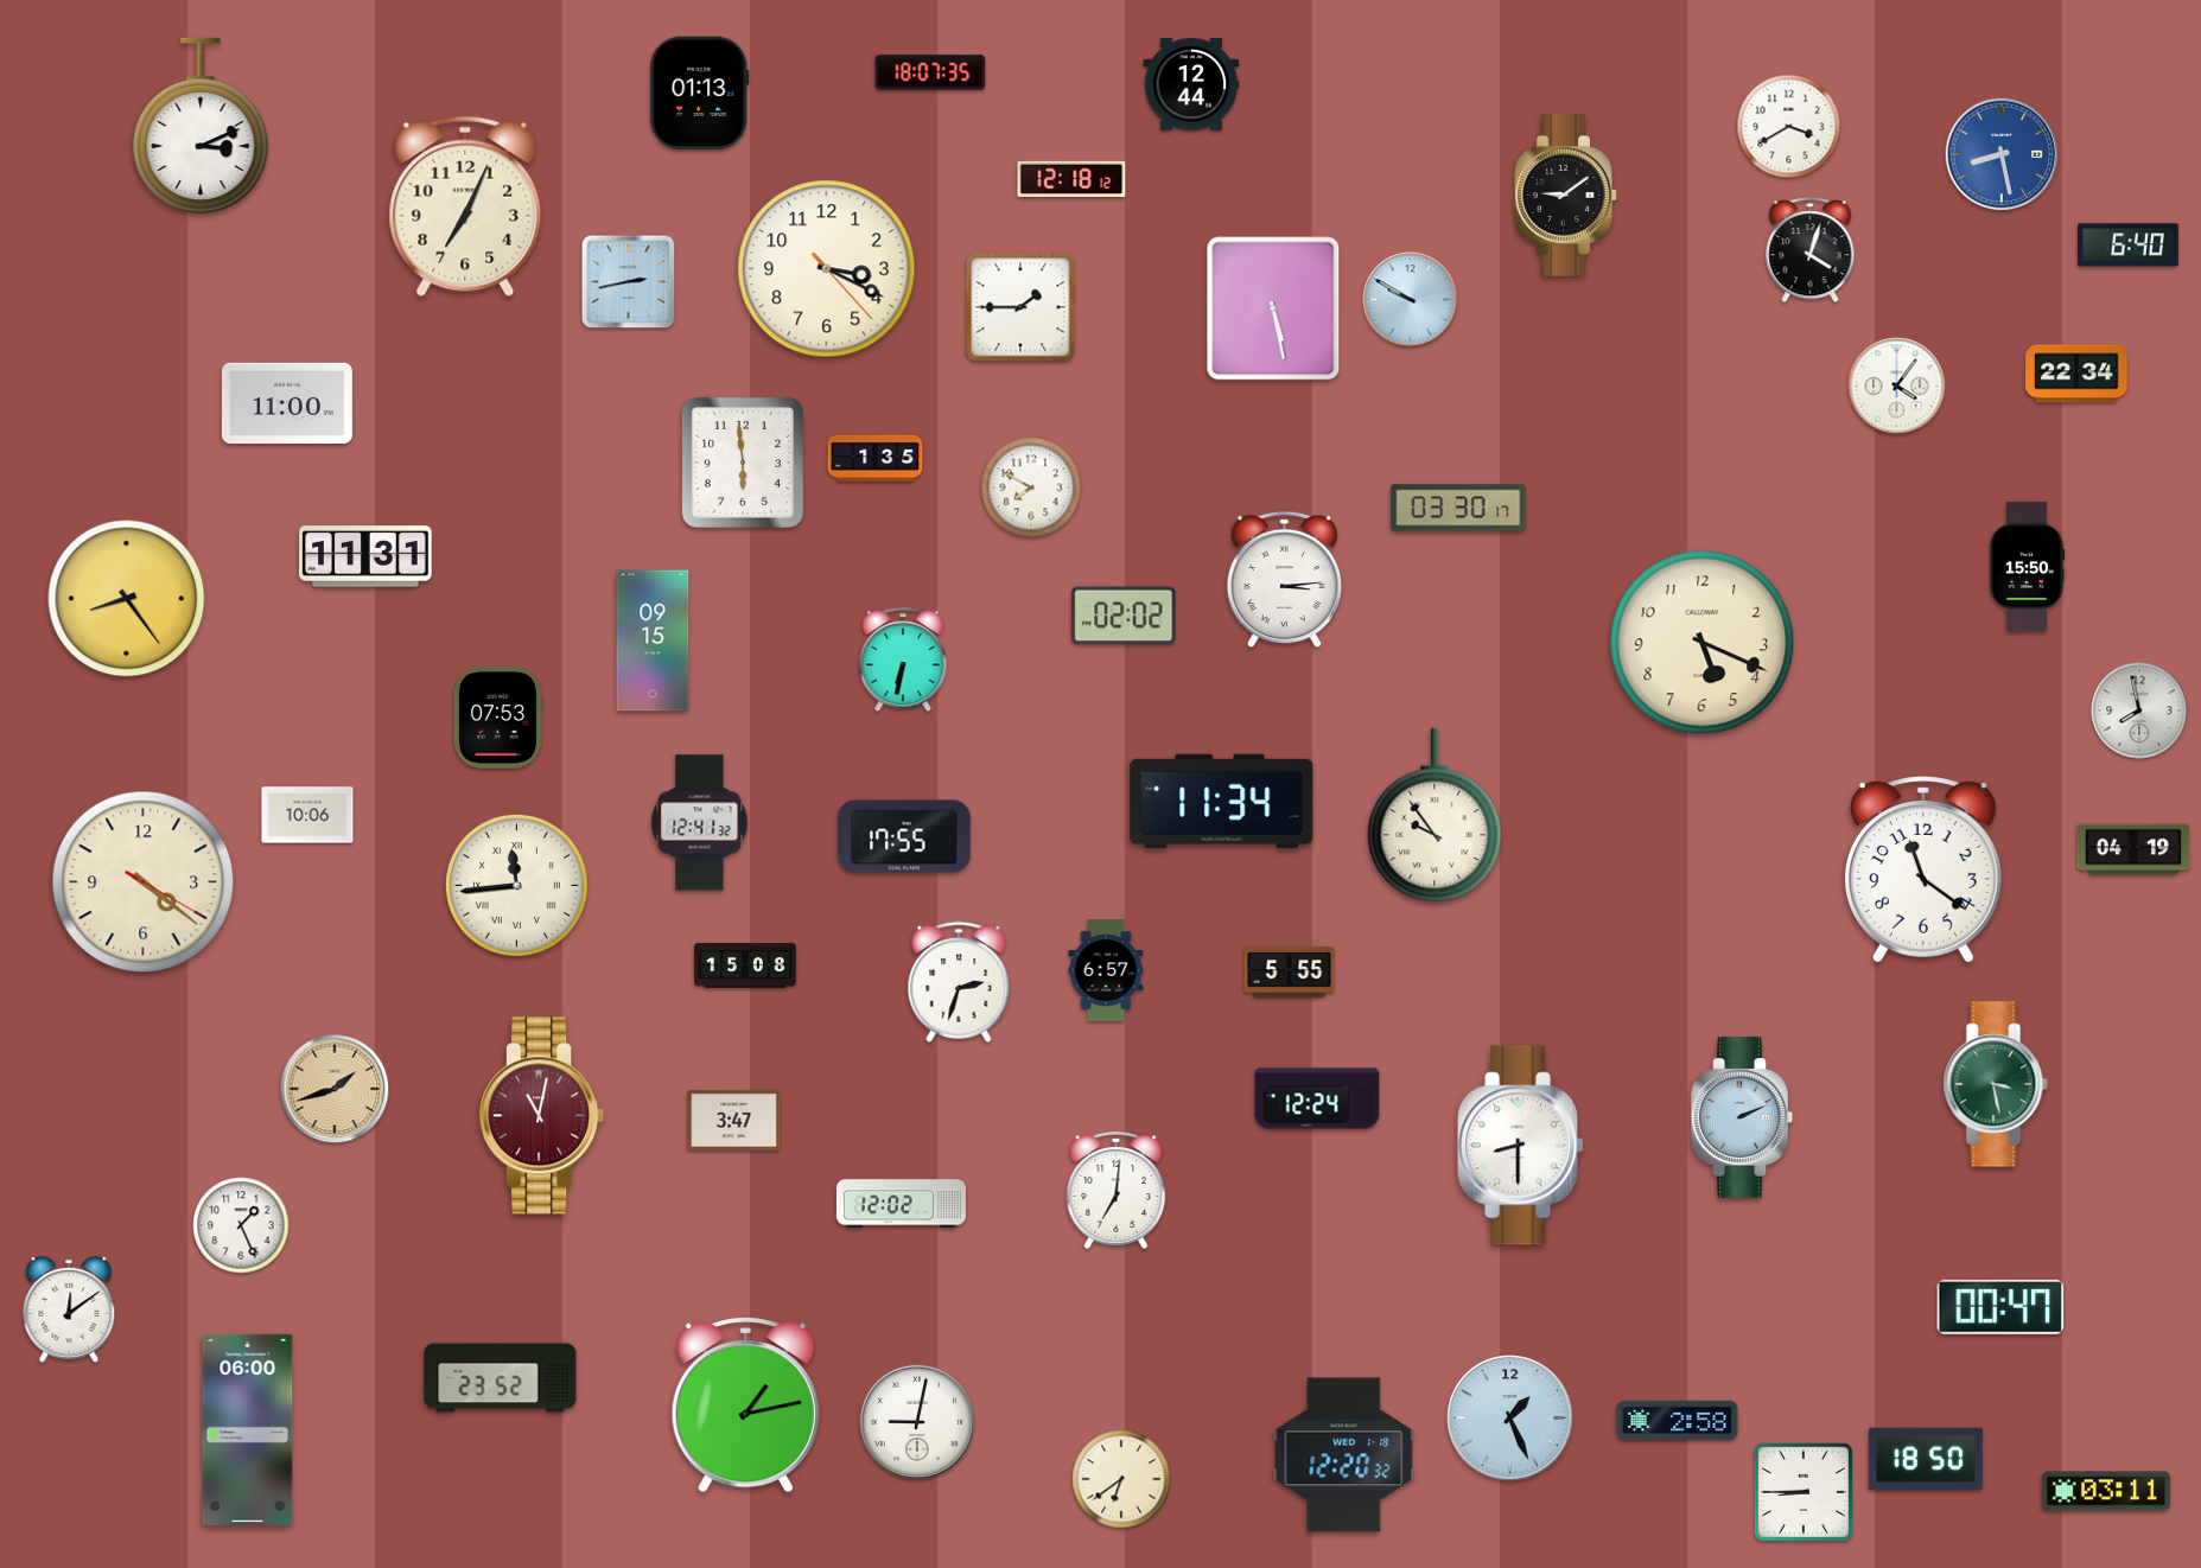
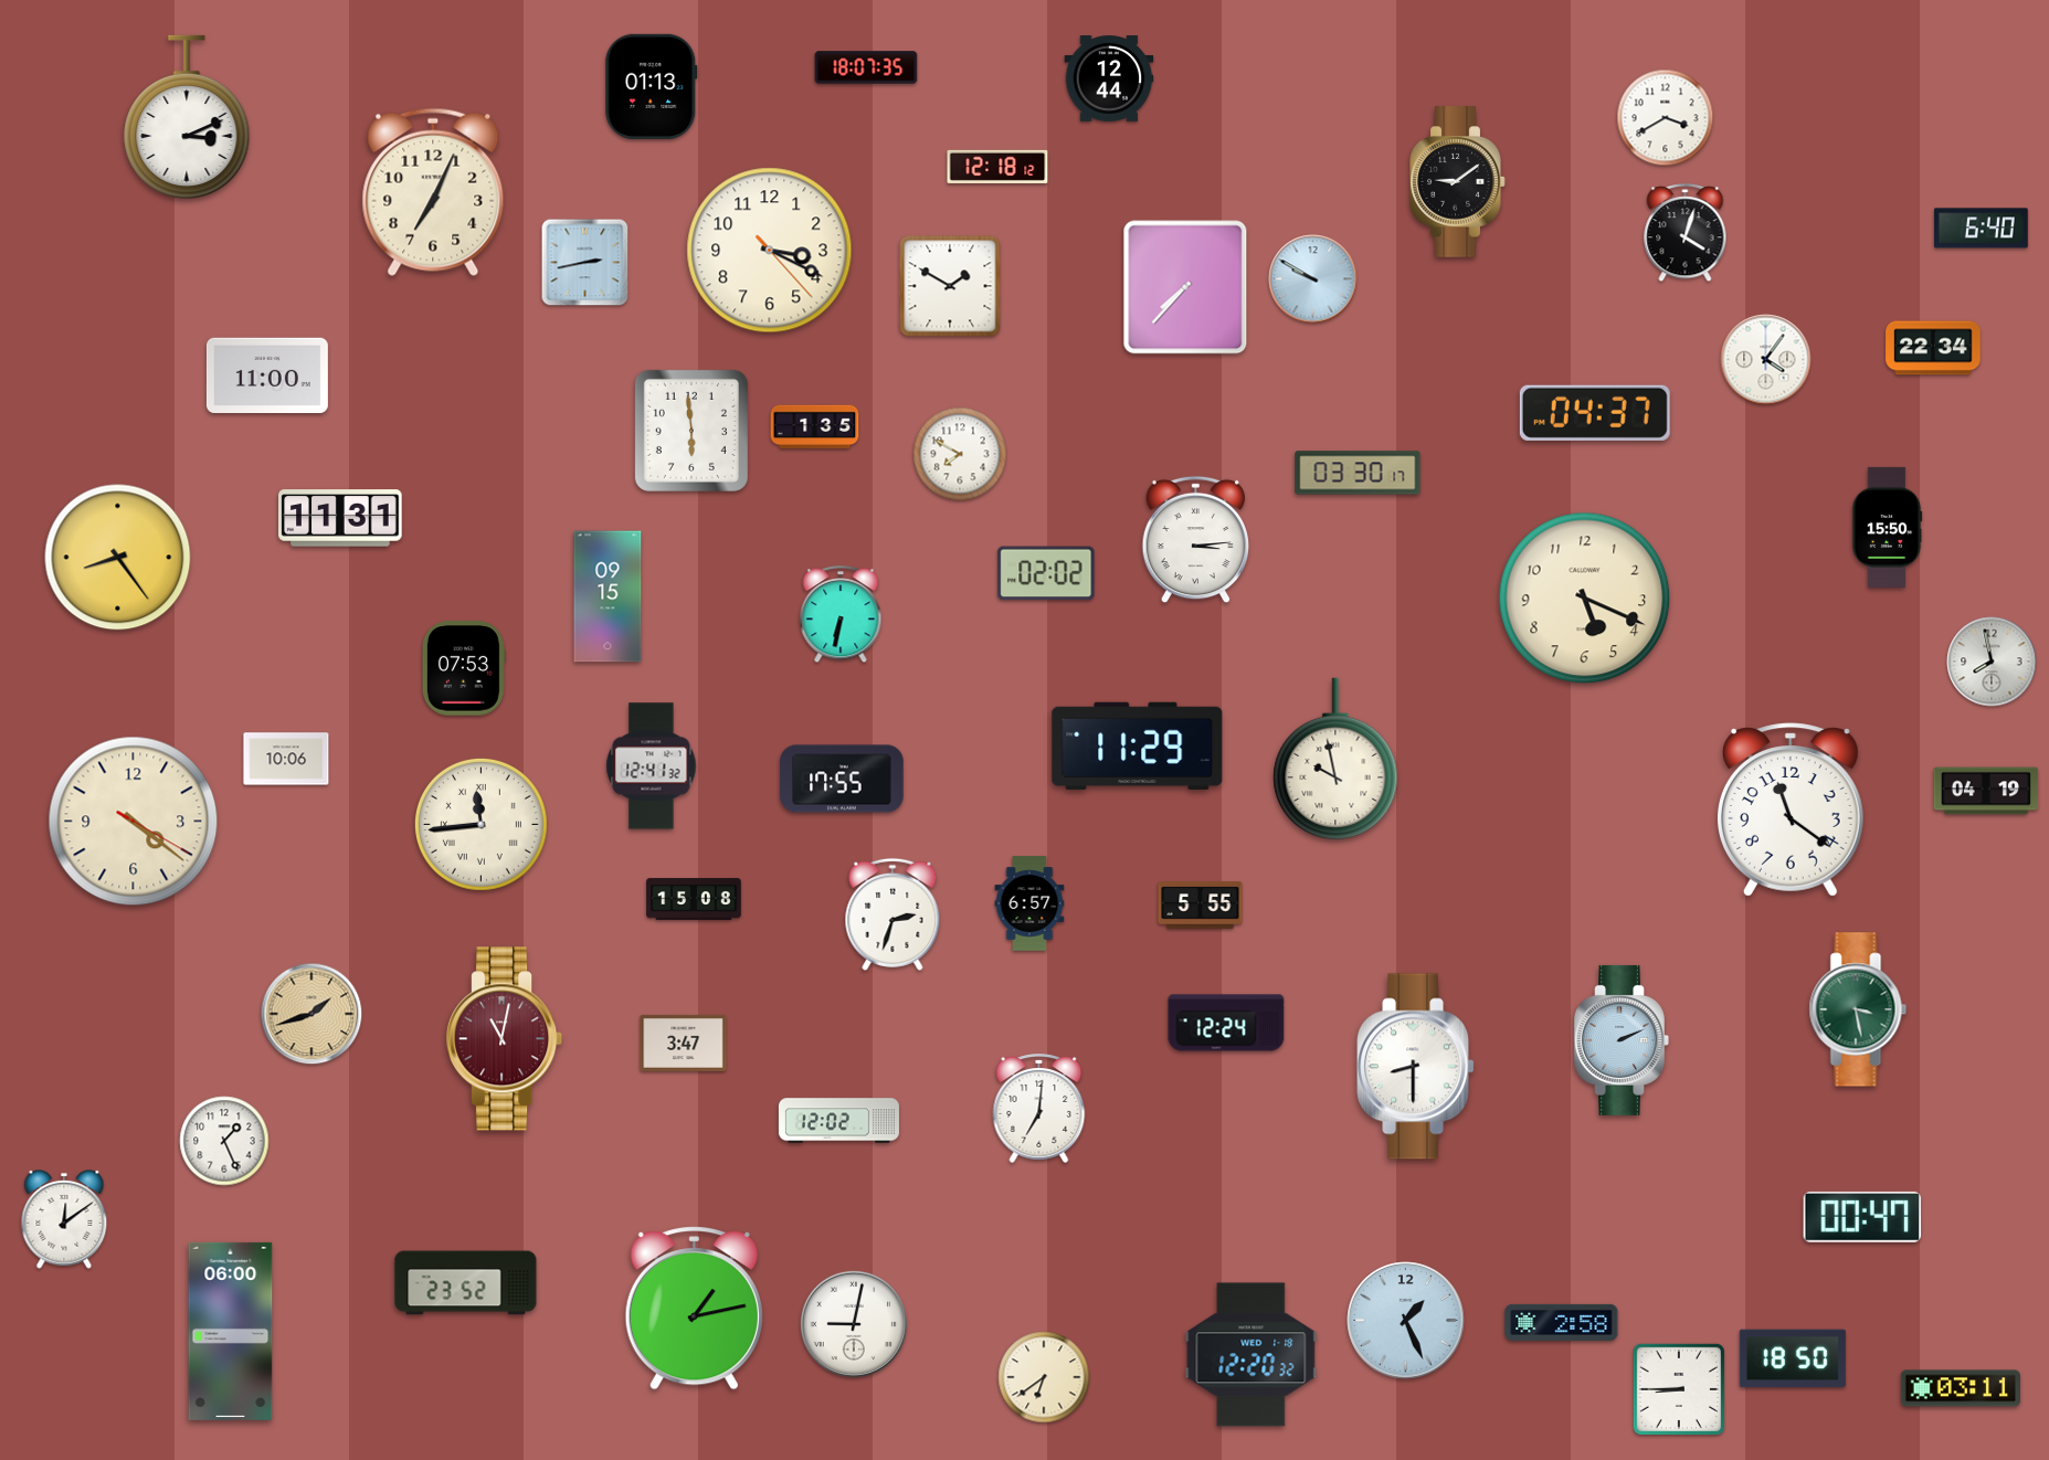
clock at (2002, 154): 8:28 -> none
clock at (1020, 307): 1:45 -> 1:50
clock at (1273, 308): 5:28 -> 7:37
clock at (1595, 413): none -> 04:37
clock at (1222, 801): 11:34 -> 11:29
clock at (1435, 815): 9:54 -> 9:58
